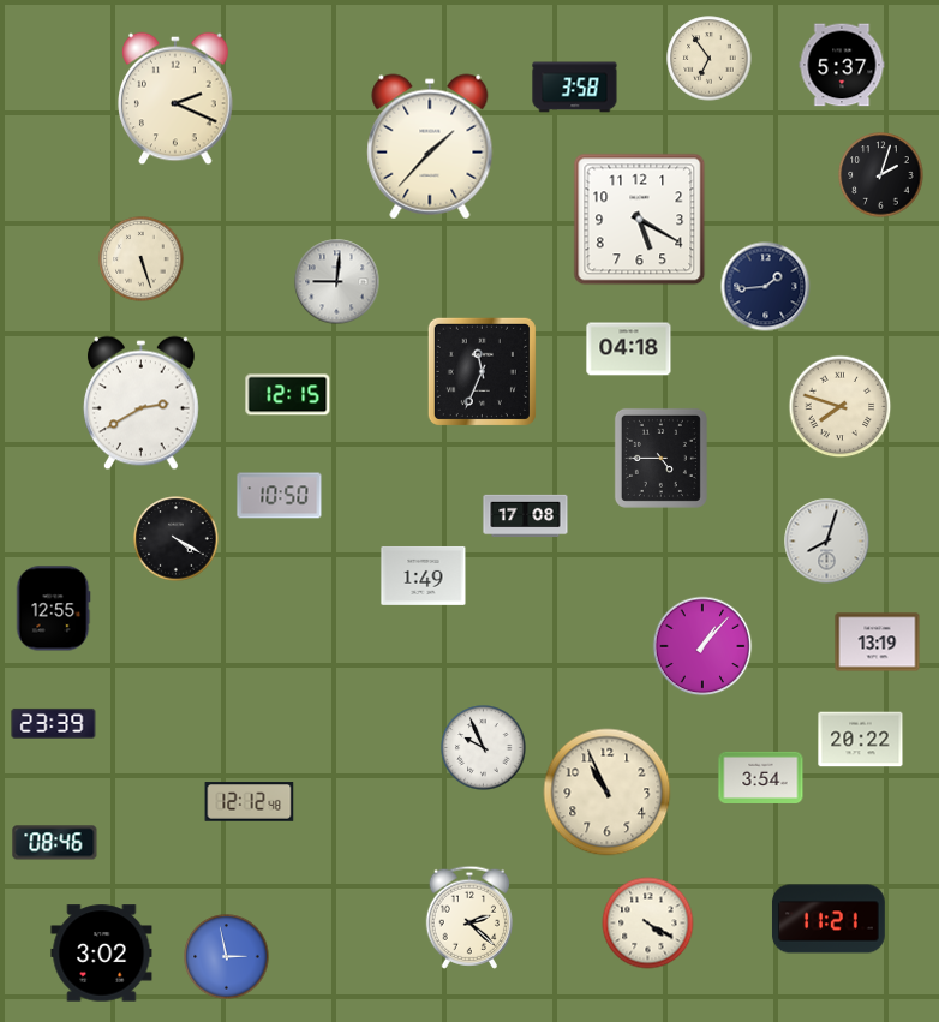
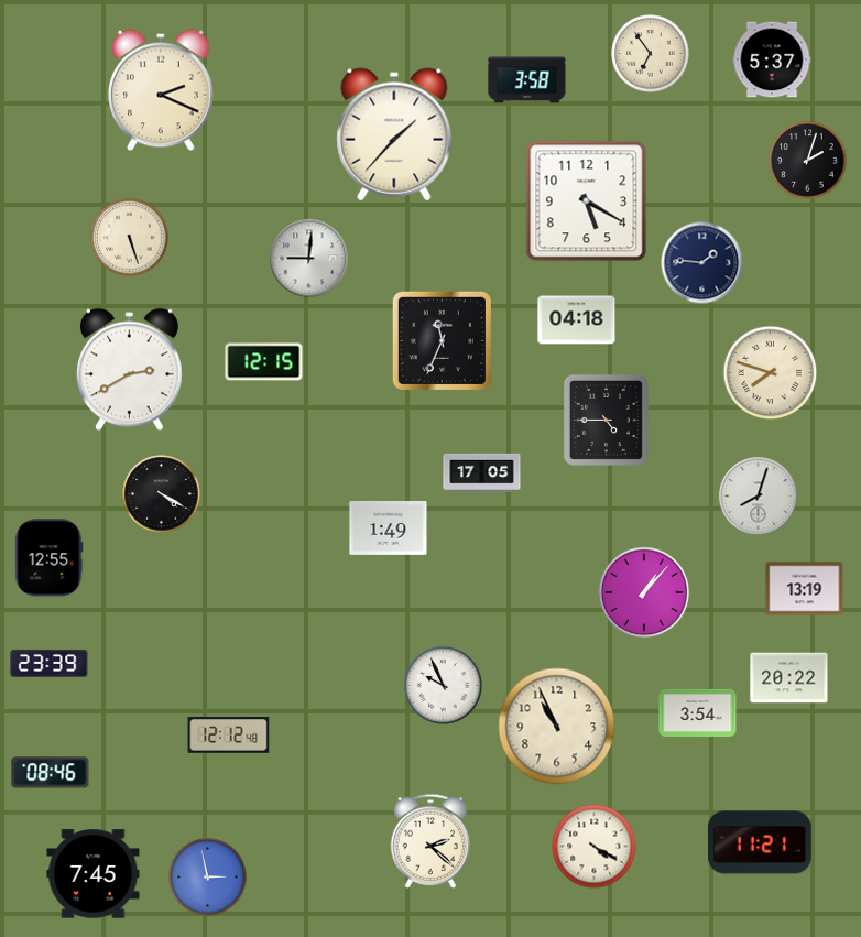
clock at (766, 287): 1:44 -> 1:46
clock at (280, 496): 10:50 -> none
clock at (526, 516): 17:08 -> 17:05
clock at (102, 954): 3:02 -> 7:45
